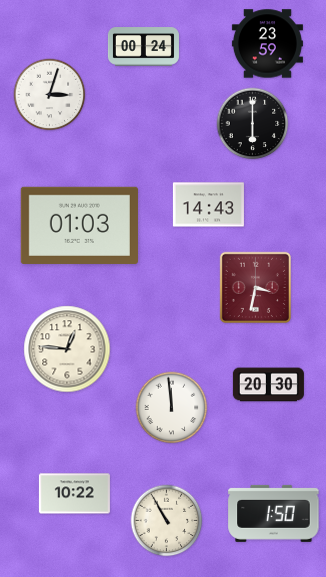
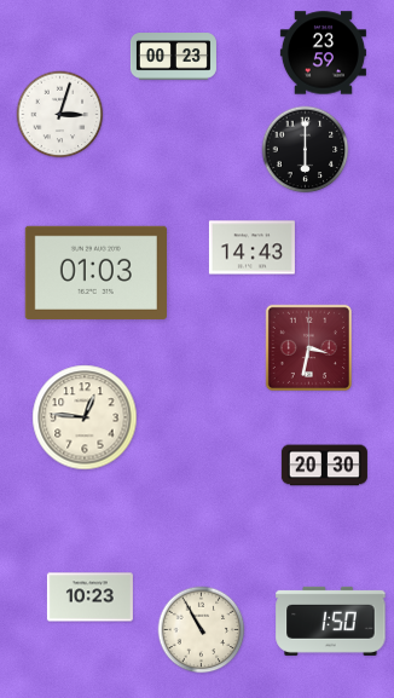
clock at (143, 47): 00:24 -> 00:23
clock at (67, 349) position: (67, 349) -> (85, 417)
clock at (172, 408): 11:59 -> none
clock at (74, 494): 10:22 -> 10:23
